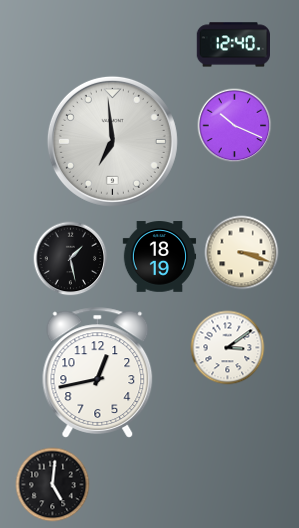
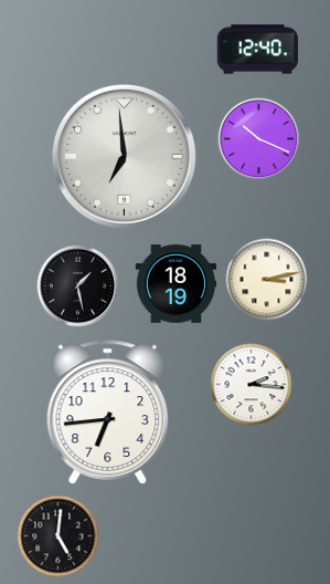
clock at (242, 253): 3:18 -> 3:13
clock at (228, 348): 3:09 -> 2:16
clock at (98, 373): 12:43 -> 6:44
